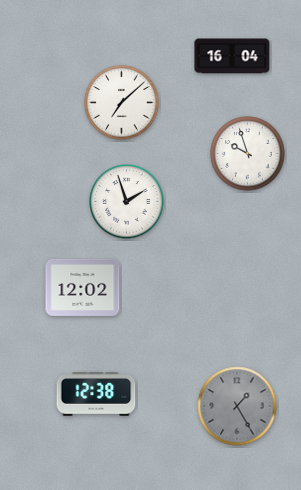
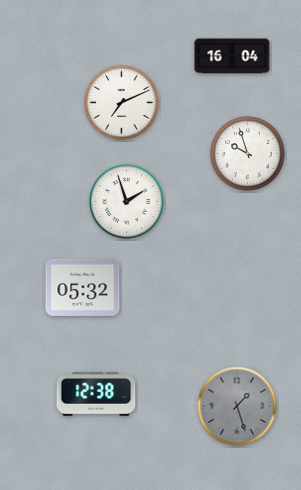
clock at (122, 103): 7:08 -> 7:11
clock at (83, 287): 12:02 -> 05:32
clock at (237, 406): 1:25 -> 1:27
